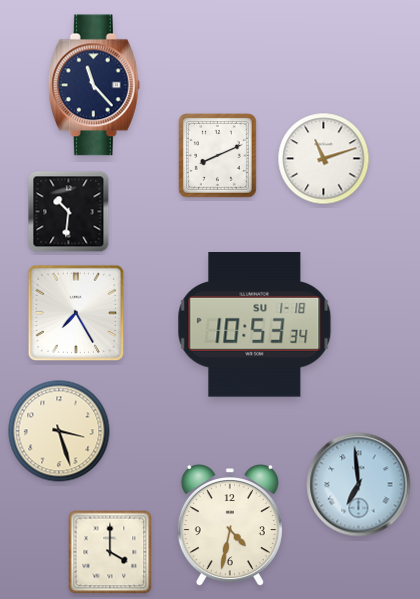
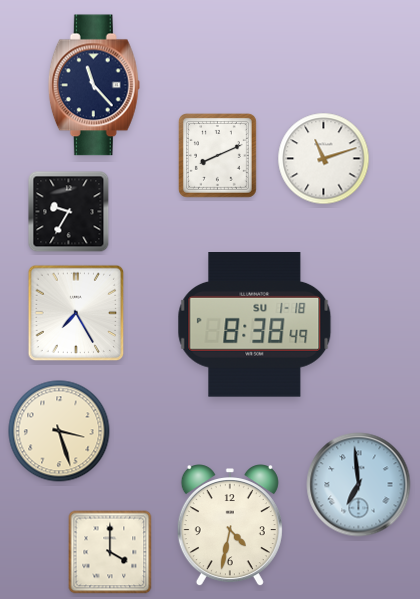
clock at (69, 212): 10:31 -> 9:35
clock at (255, 325): 10:53 -> 8:38
